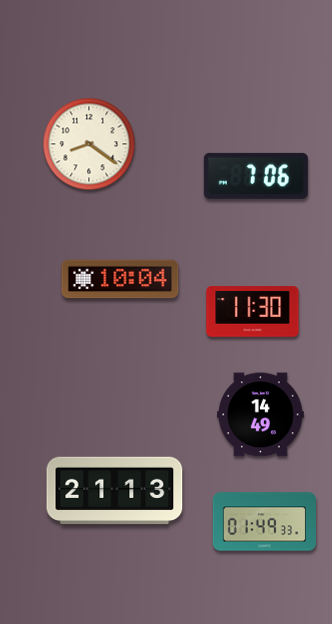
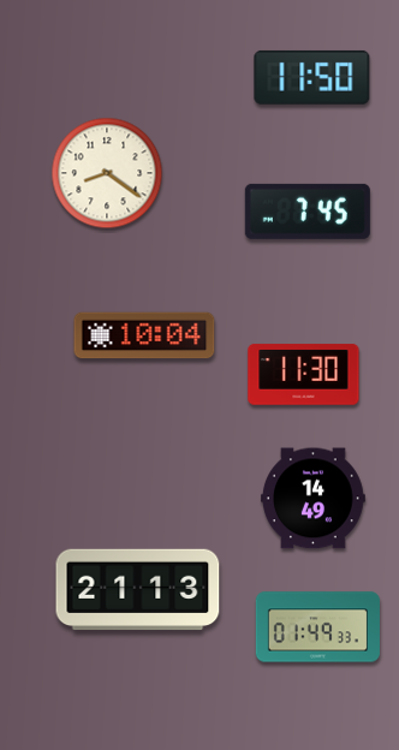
clock at (312, 77): none -> 11:50
clock at (256, 176): 7:06 -> 7:45
